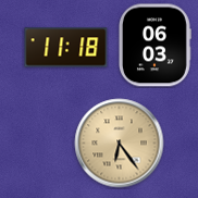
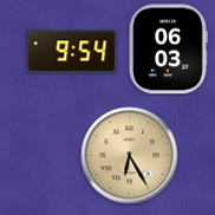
clock at (66, 48): 11:18 -> 9:54
clock at (120, 144): 6:24 -> 6:25
